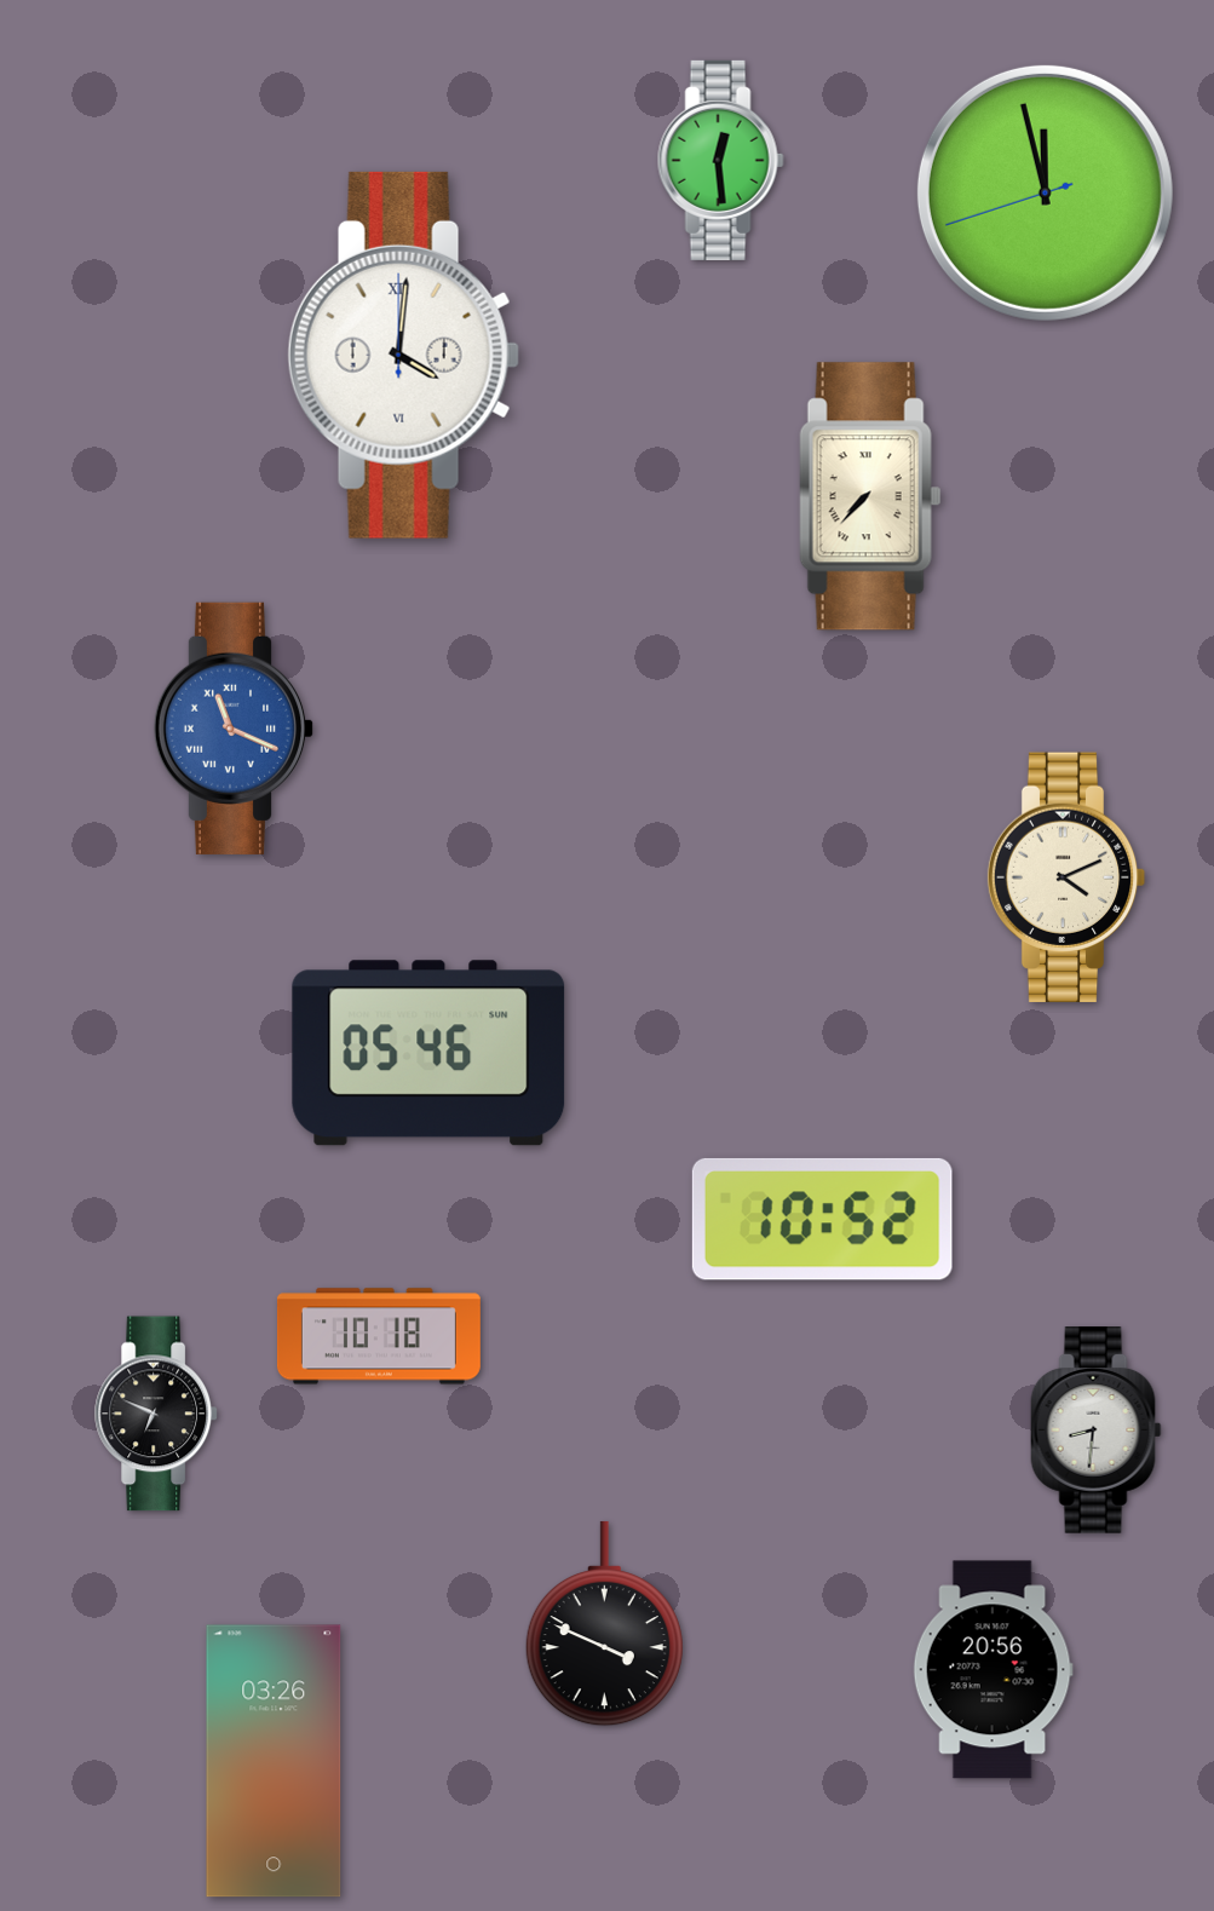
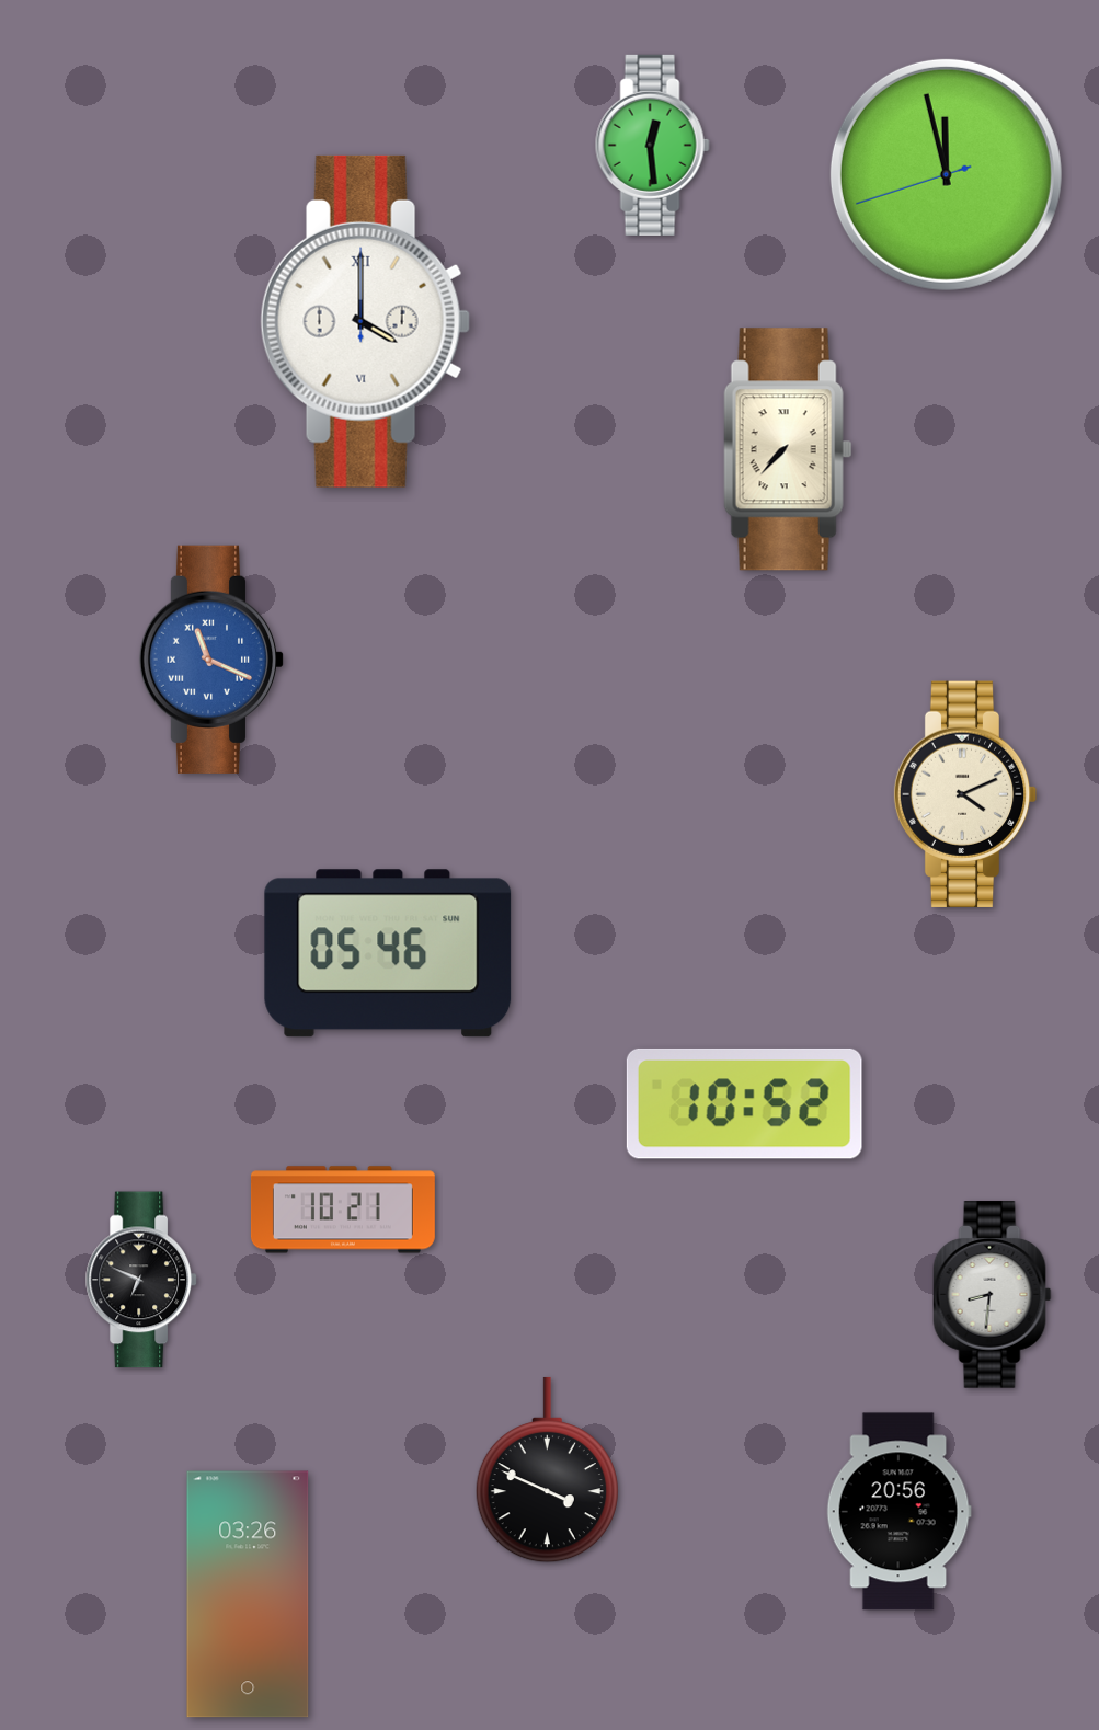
clock at (403, 355): 4:01 -> 4:00
clock at (379, 1336): 10:18 -> 10:21
